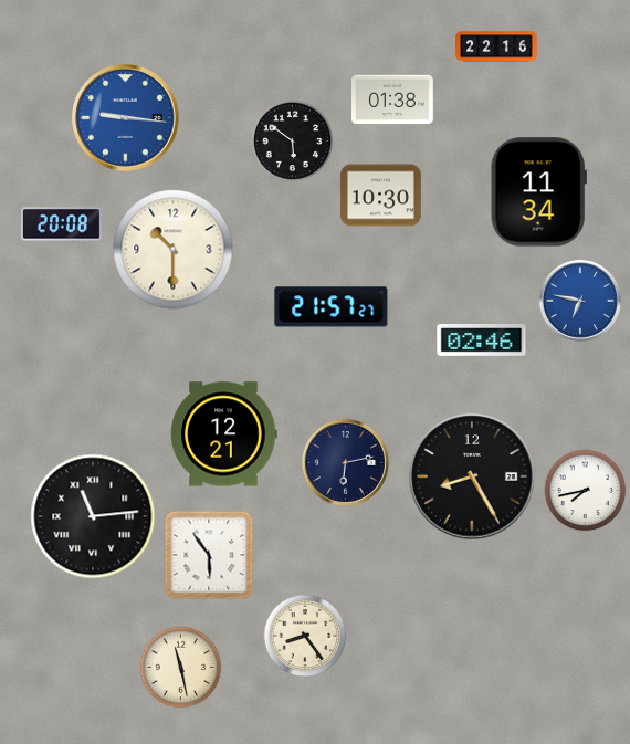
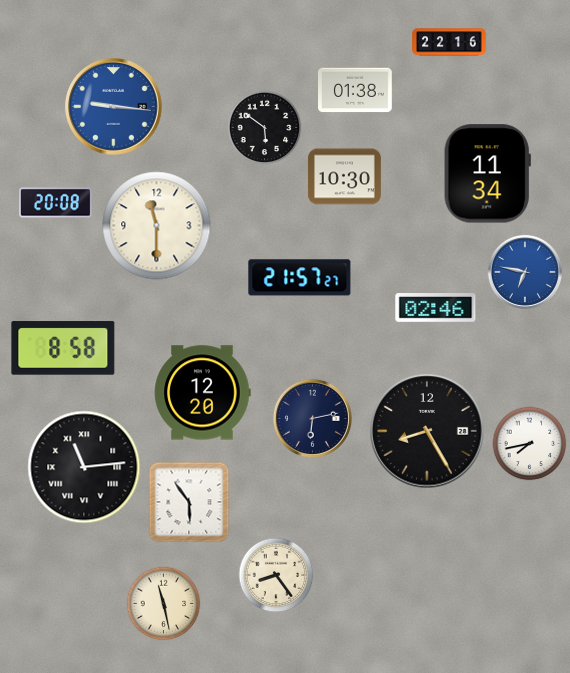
clock at (174, 250): 10:30 -> 11:30
clock at (63, 348): none -> 8:58
clock at (224, 434): 12:21 -> 12:20
